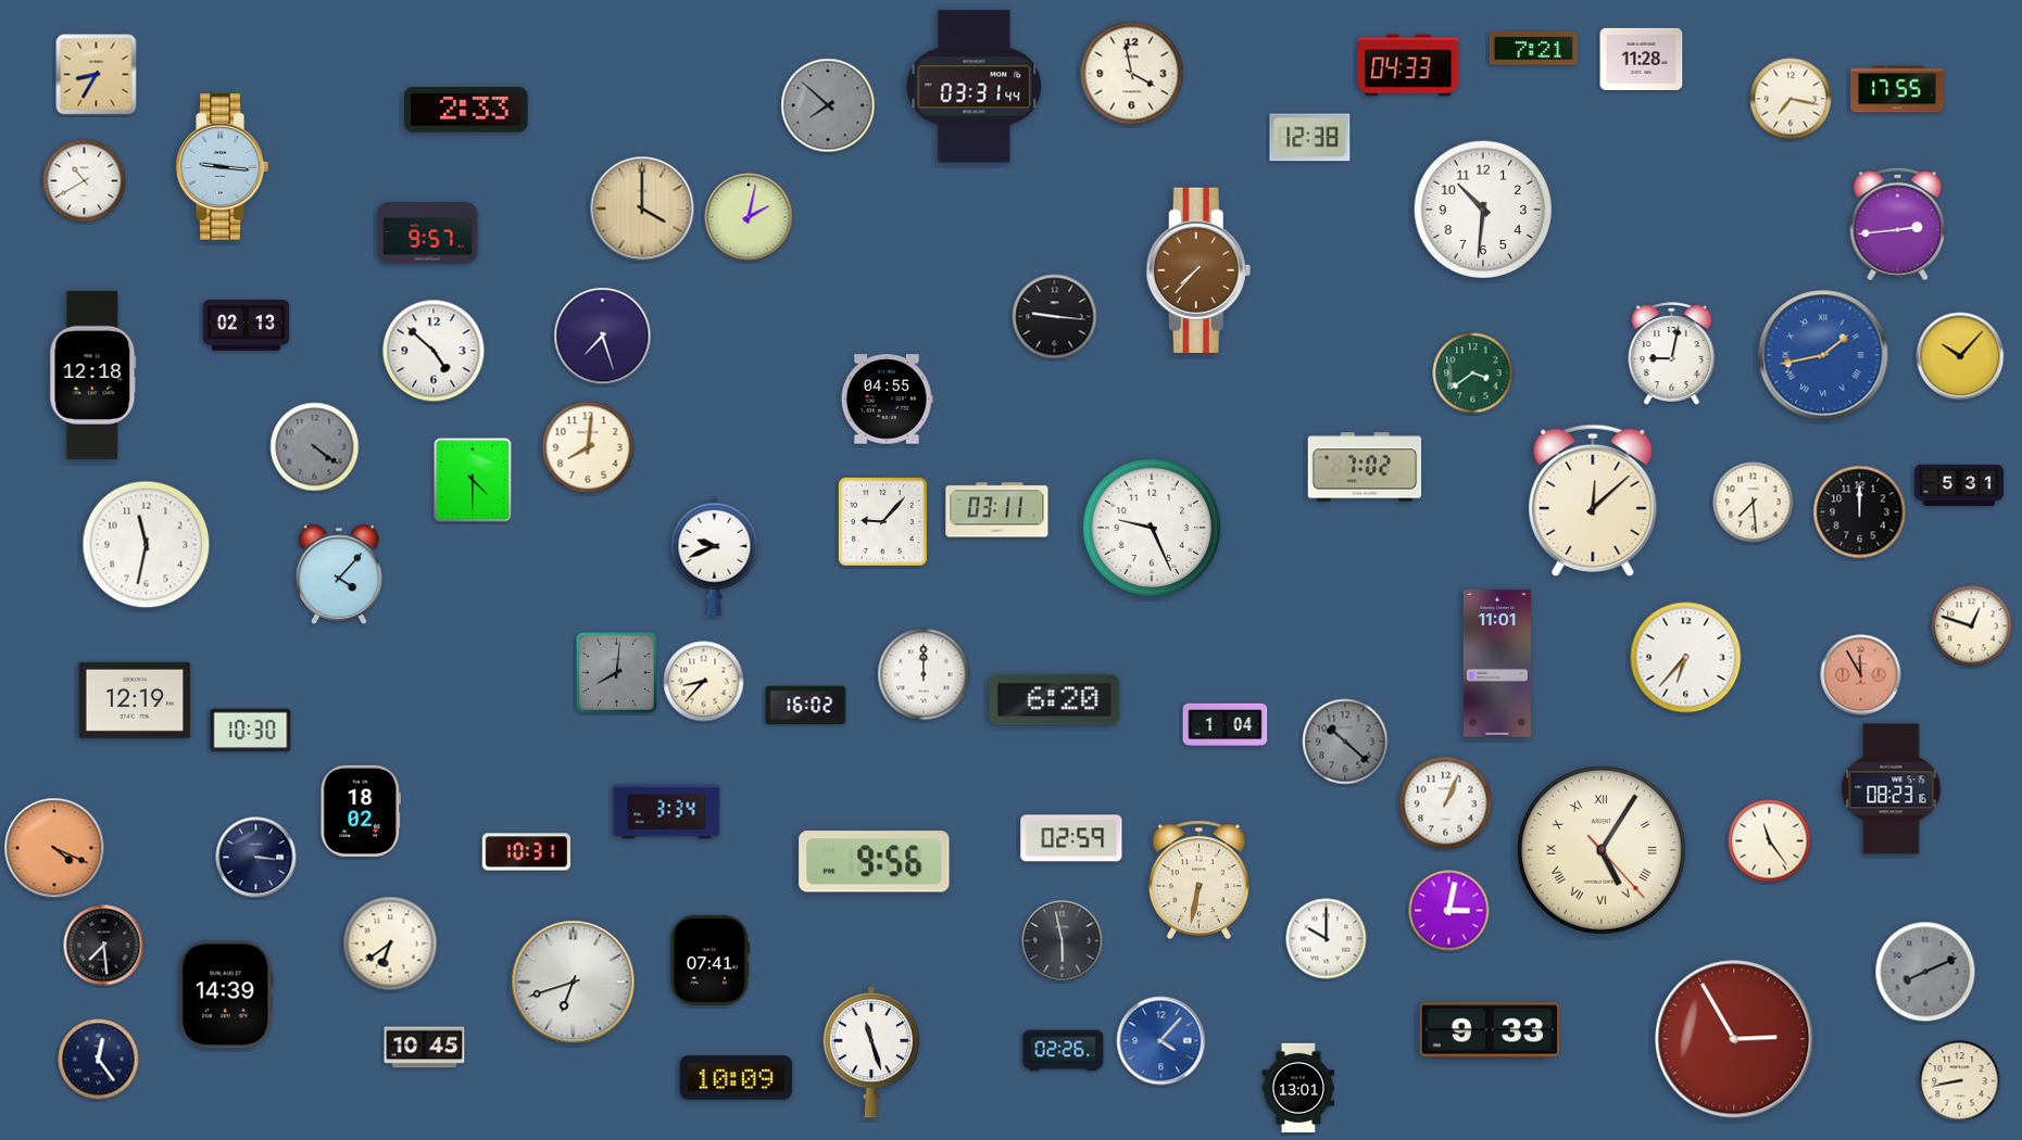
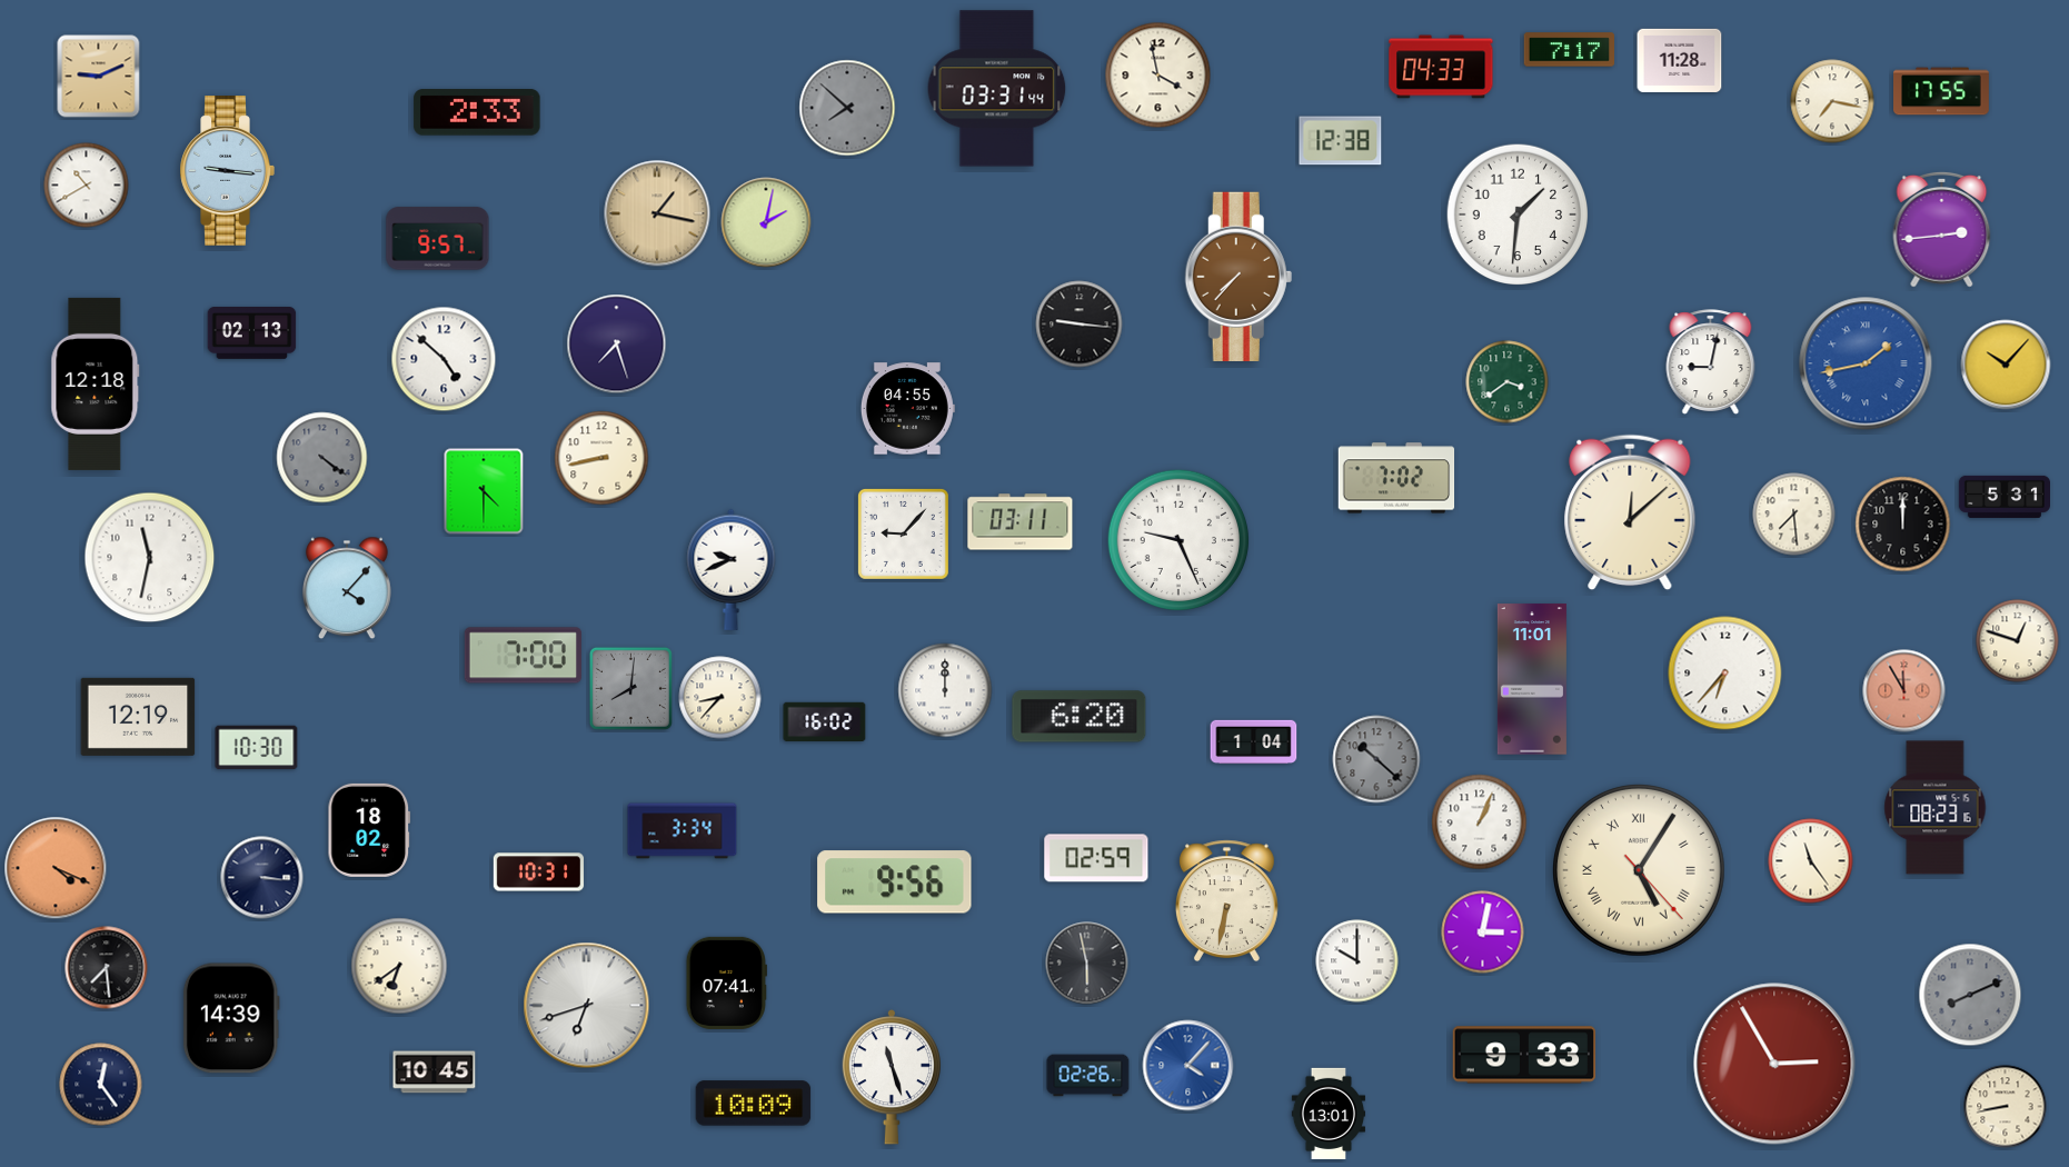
clock at (1533, 49): 7:21 -> 7:17
clock at (97, 75): 8:35 -> 9:11
clock at (642, 208): 4:00 -> 1:17
clock at (1483, 210): 10:31 -> 1:31
clock at (1198, 269) position: (1198, 269) -> (1239, 276)
clock at (588, 447): 8:01 -> 8:43
clock at (523, 656): none -> 7:00
